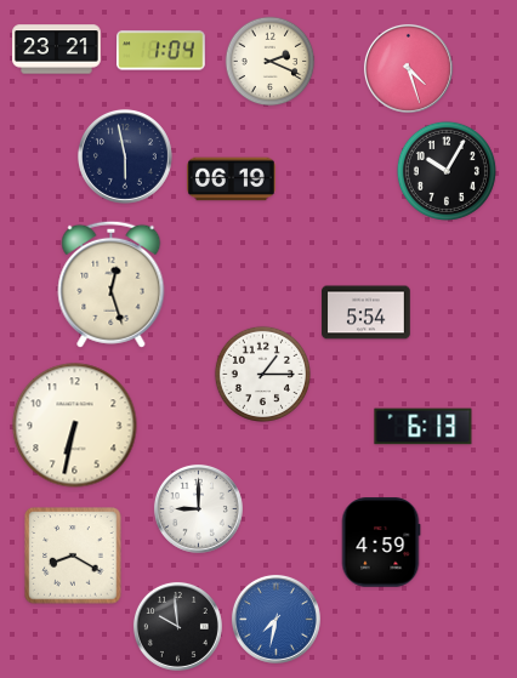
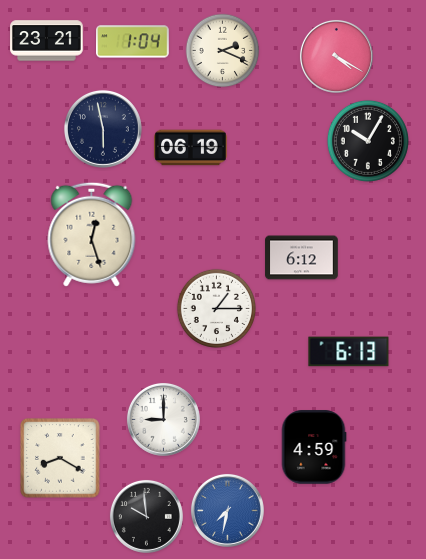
clock at (408, 68): 4:27 -> 4:20
clock at (367, 313): 5:54 -> 6:12
clock at (75, 426): 6:32 -> none
